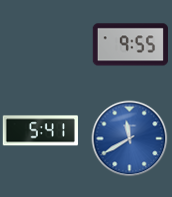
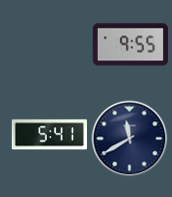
clock at (40, 131) position: (40, 131) -> (49, 135)
clock at (130, 139) dial: blue -> navy
